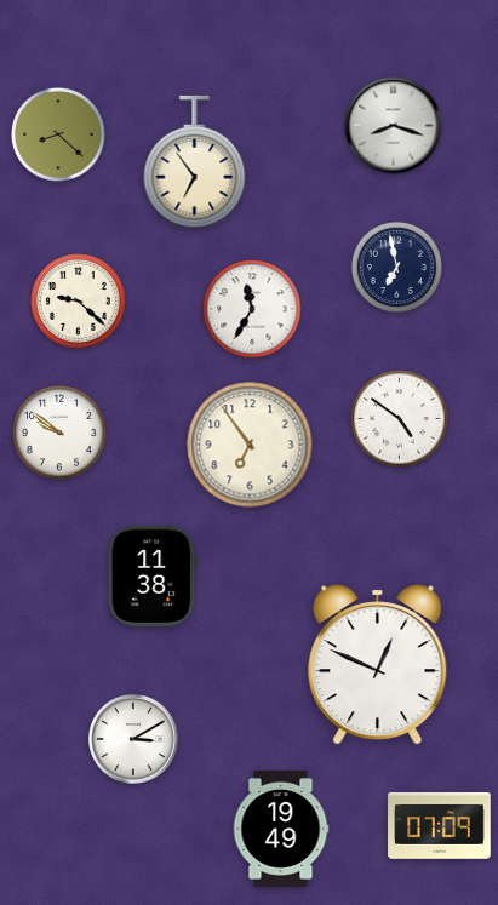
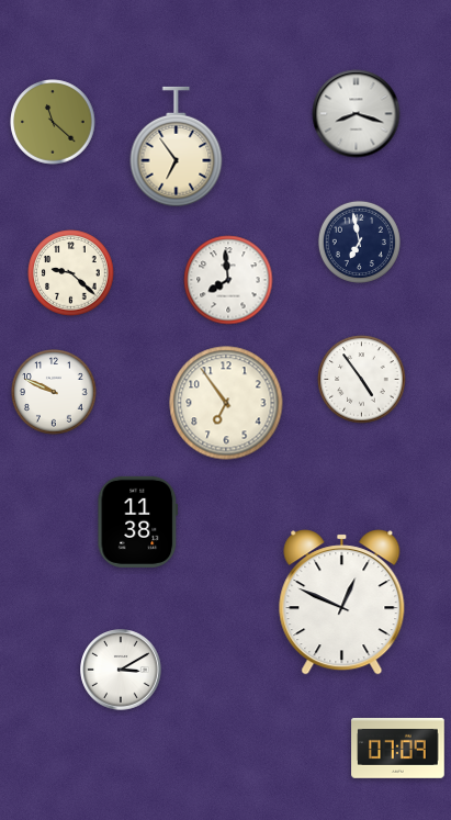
clock at (58, 134): 8:22 -> 11:22
clock at (252, 309): 11:35 -> 7:59
clock at (400, 419): 4:51 -> 4:54
clock at (59, 433): 9:51 -> 9:49
clock at (281, 829): 19:49 -> none
